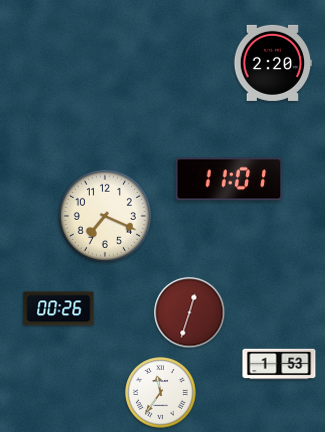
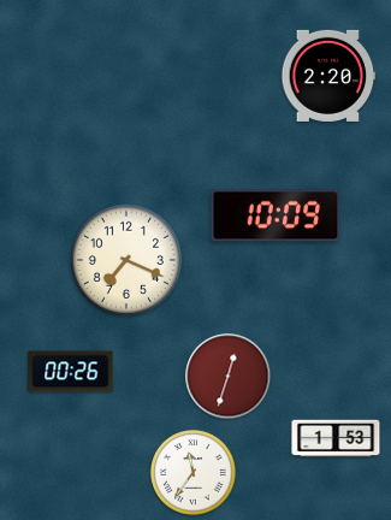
clock at (229, 179): 11:01 -> 10:09
